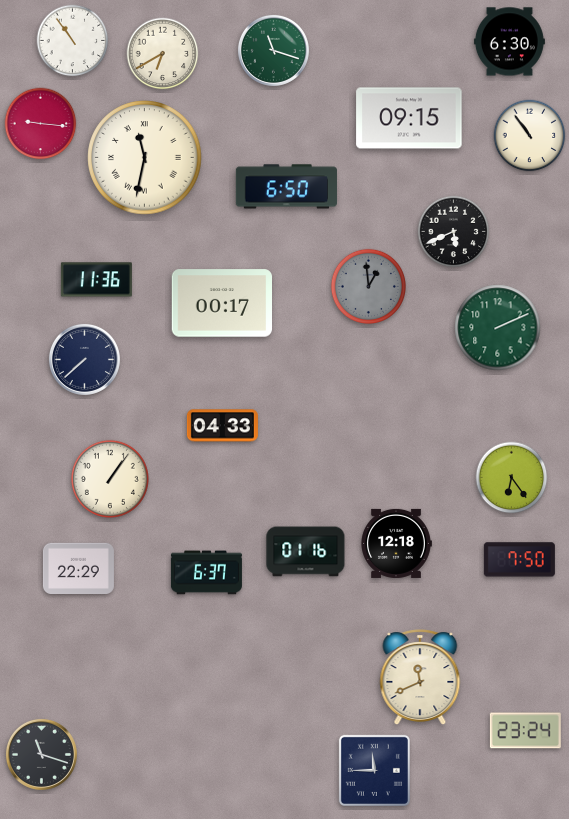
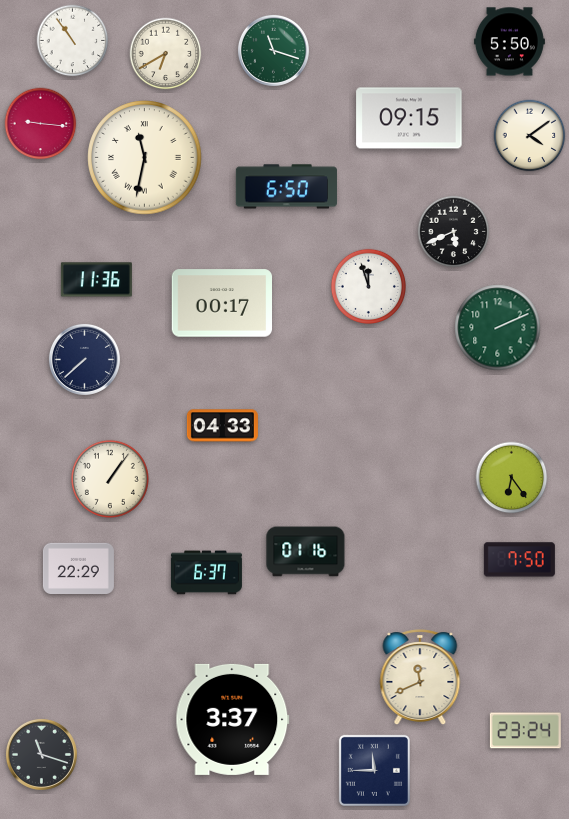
clock at (509, 42): 6:30 -> 5:50
clock at (163, 54) position: (163, 54) -> (166, 54)
clock at (530, 136): 10:54 -> 4:09
clock at (368, 286): 12:59 -> 11:57
clock at (368, 286) dial: grey -> white
clock at (396, 543): 12:18 -> none
clock at (233, 719): none -> 3:37
